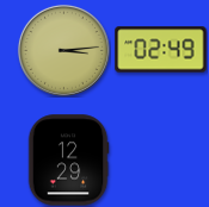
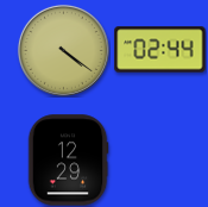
clock at (63, 50): 3:14 -> 4:21
clock at (161, 50): 02:49 -> 02:44
